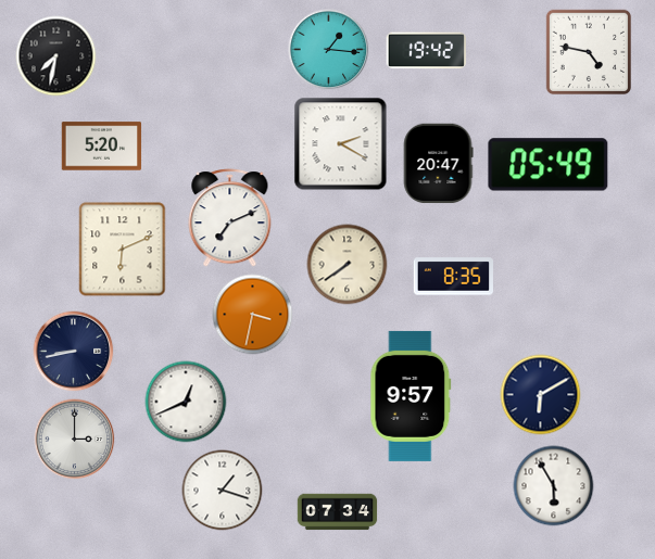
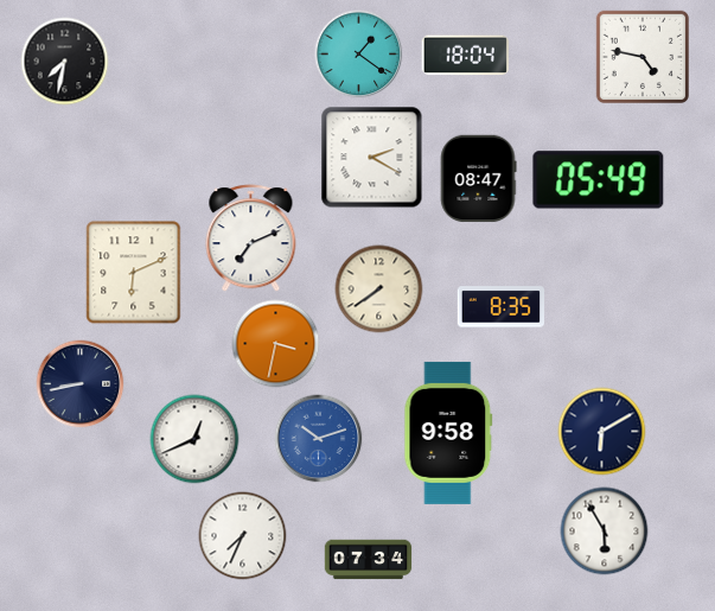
clock at (329, 50): 1:16 -> 1:21
clock at (426, 51): 19:42 -> 18:04
clock at (56, 56) position: (56, 56) -> (65, 62)
clock at (102, 147): 5:20 -> none
clock at (438, 164): 20:47 -> 08:47
clock at (453, 277) position: (453, 277) -> (500, 307)
clock at (541, 395) position: (541, 395) -> (602, 432)
clock at (411, 396): 9:57 -> 9:58
clock at (186, 402) position: (186, 402) -> (194, 439)
clock at (319, 439): none -> 10:12
clock at (75, 440): 3:00 -> none
clock at (223, 491): 1:18 -> 7:34
